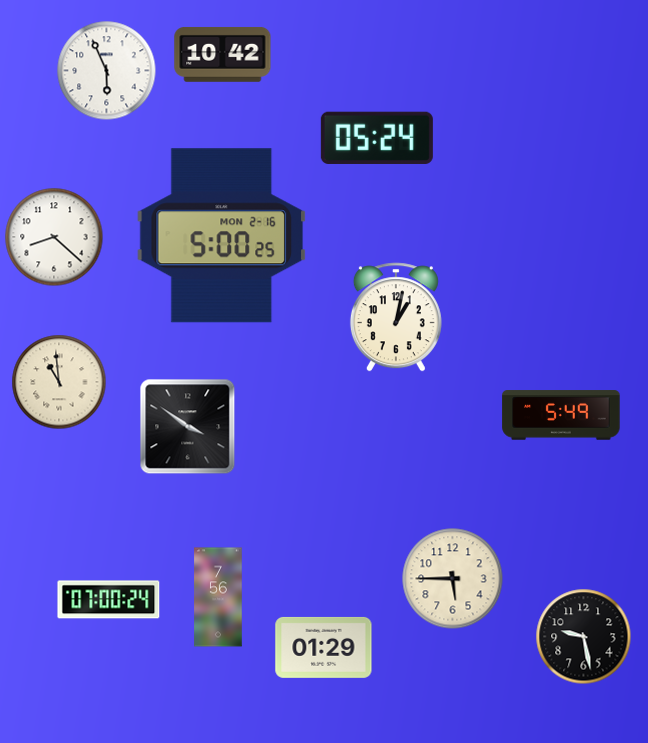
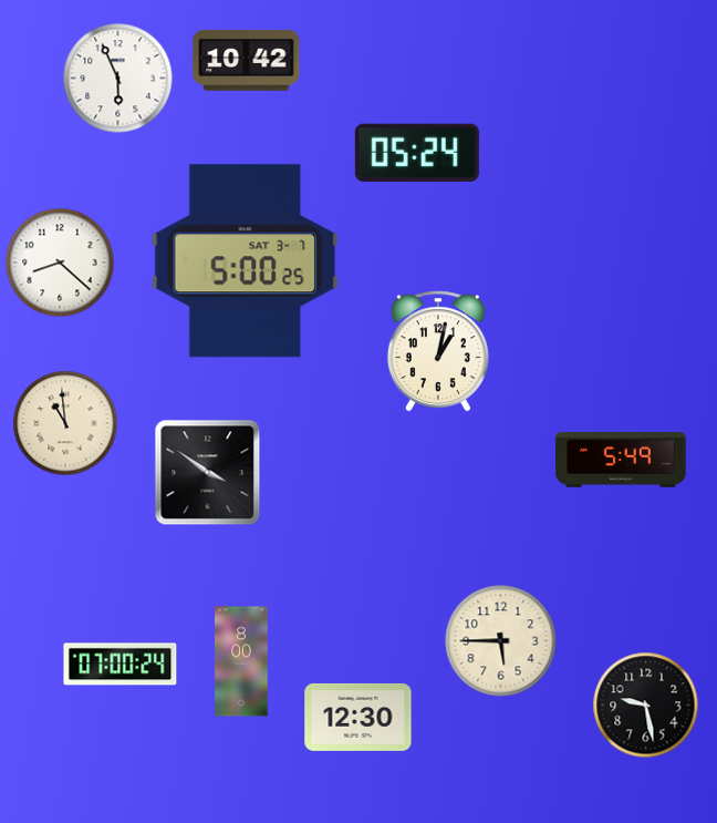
clock at (222, 236) date: MON 2-16 -> SAT 3-7
clock at (218, 597): 7:56 -> 8:00
clock at (324, 647): 01:29 -> 12:30
